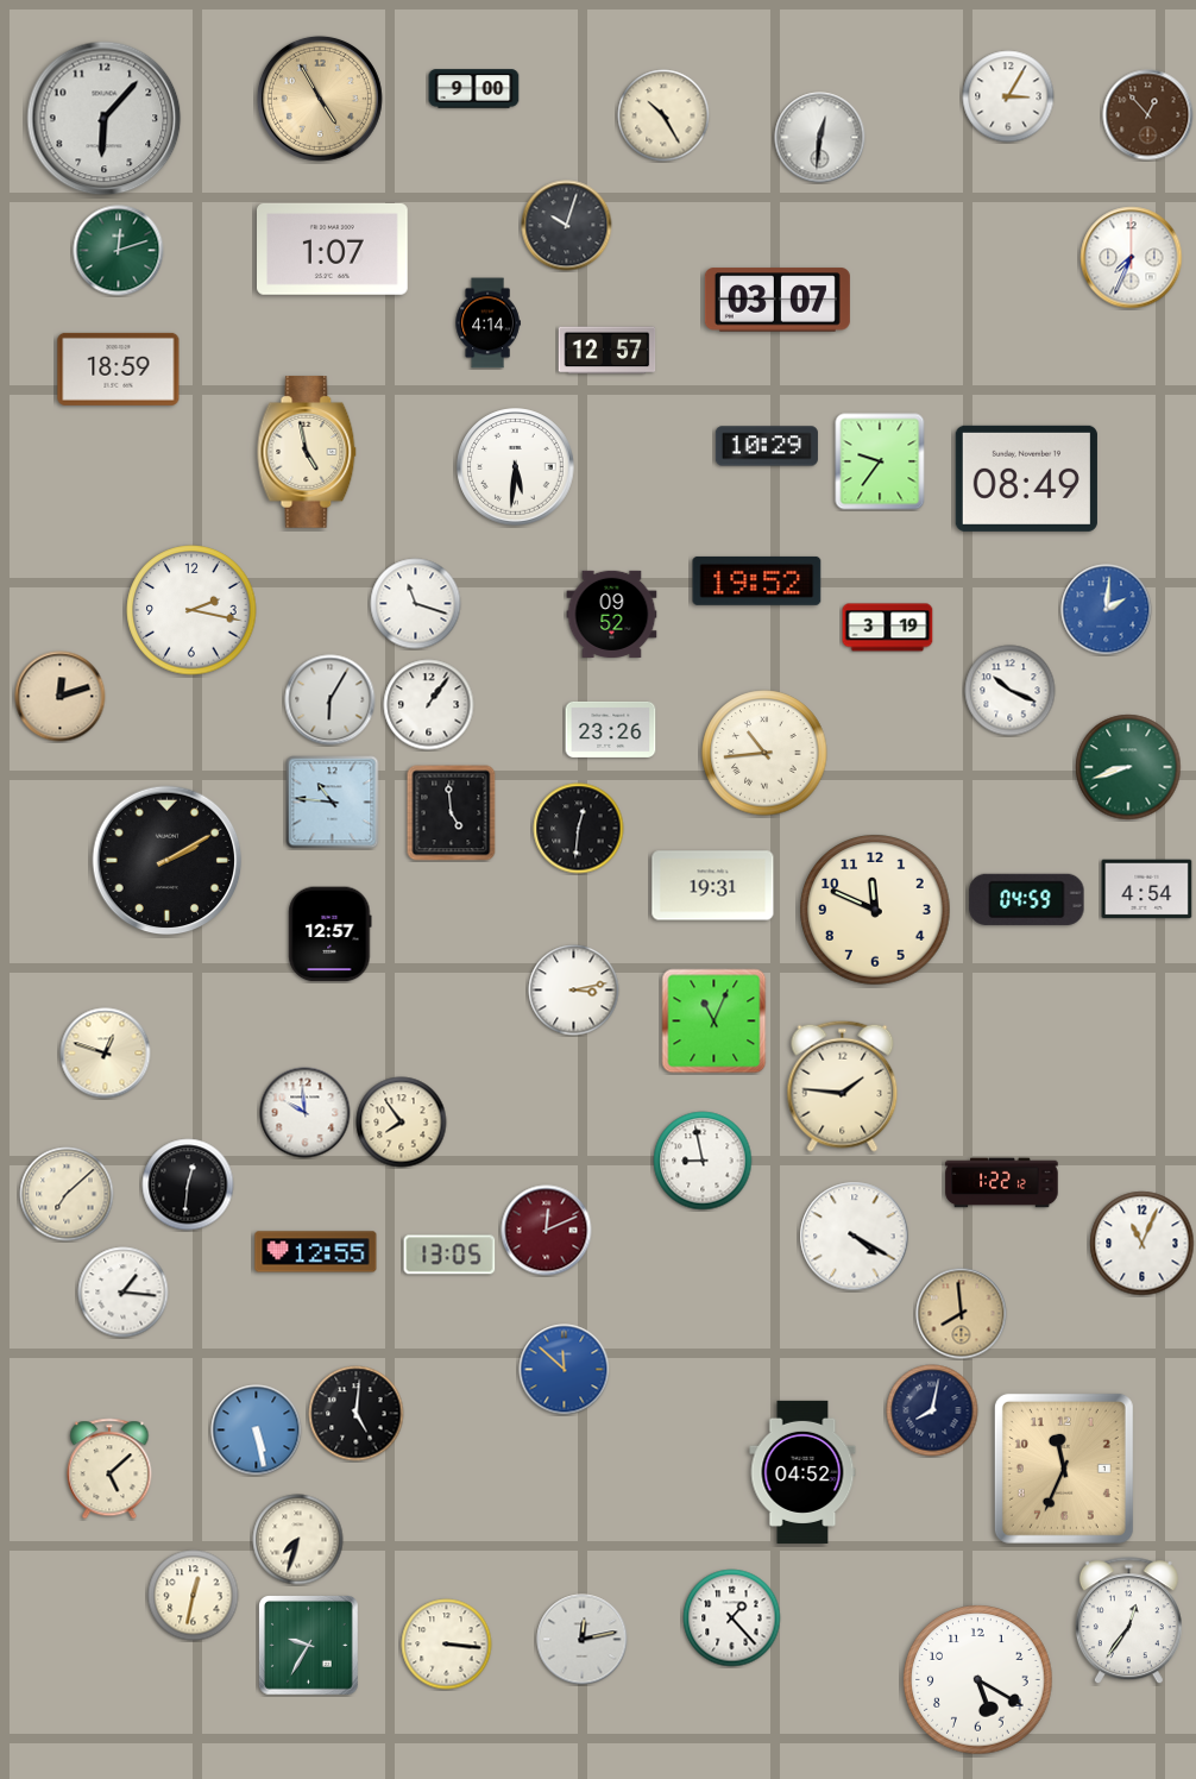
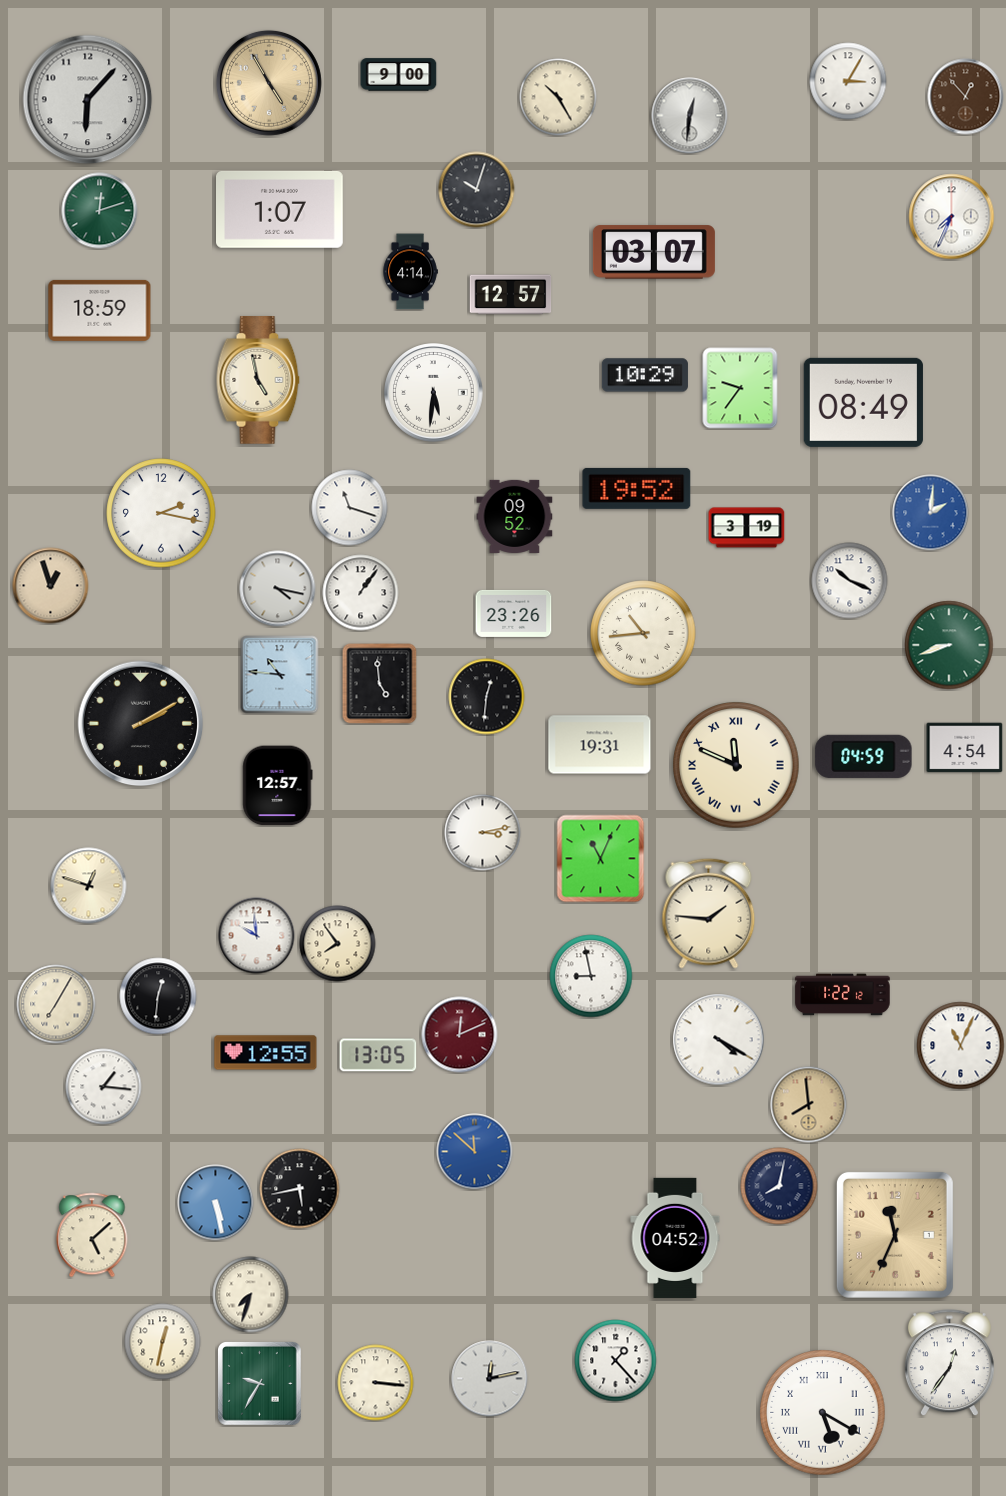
clock at (61, 697): 12:12 -> 12:57
clock at (331, 700): 6:05 -> 4:17
clock at (875, 910) numerals: Arabic -> Roman
clock at (67, 1194): 7:08 -> 7:05
clock at (932, 1410) position: (932, 1410) -> (779, 1186)
clock at (357, 1414): 5:01 -> 5:43
clock at (978, 1680) numerals: Arabic -> Roman
